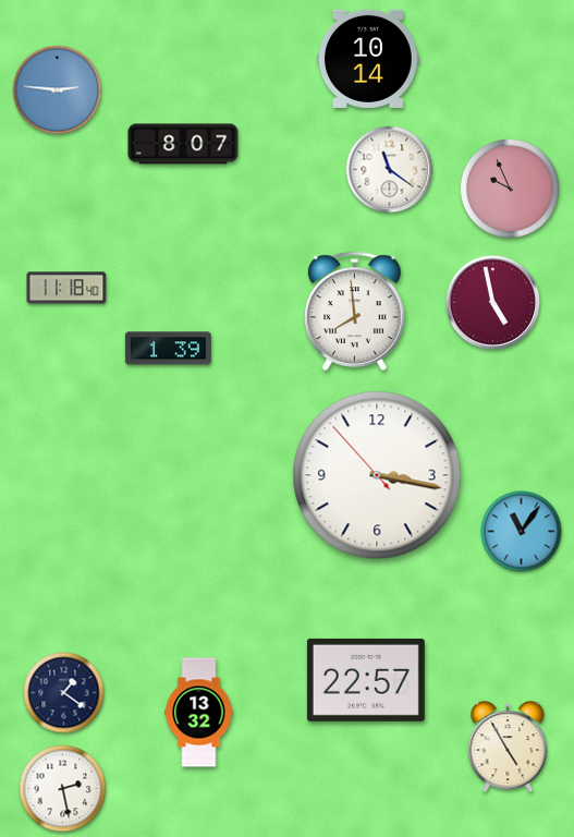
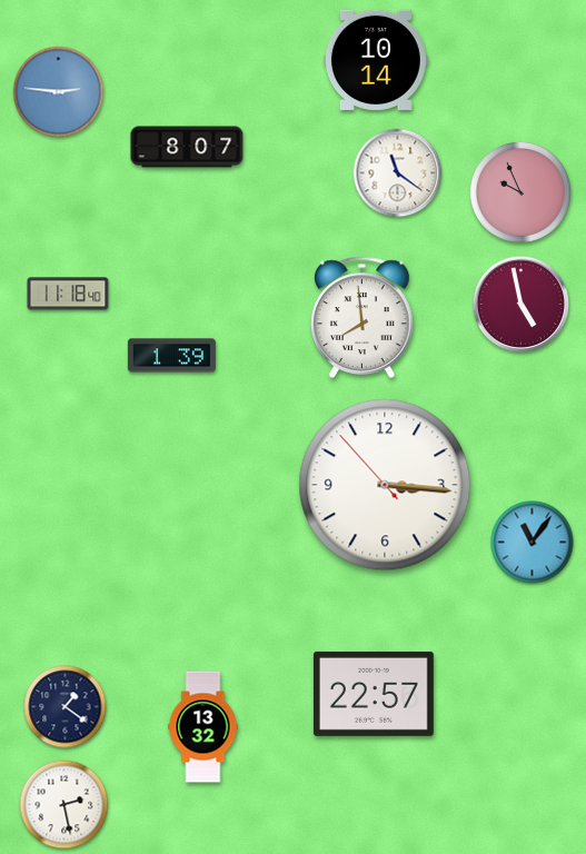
clock at (493, 303) position: (493, 303) -> (522, 305)
clock at (377, 475): 3:16 -> 3:15
clock at (508, 748): 4:55 -> none
